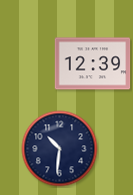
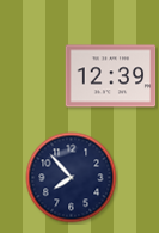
clock at (60, 149): 10:31 -> 7:53
